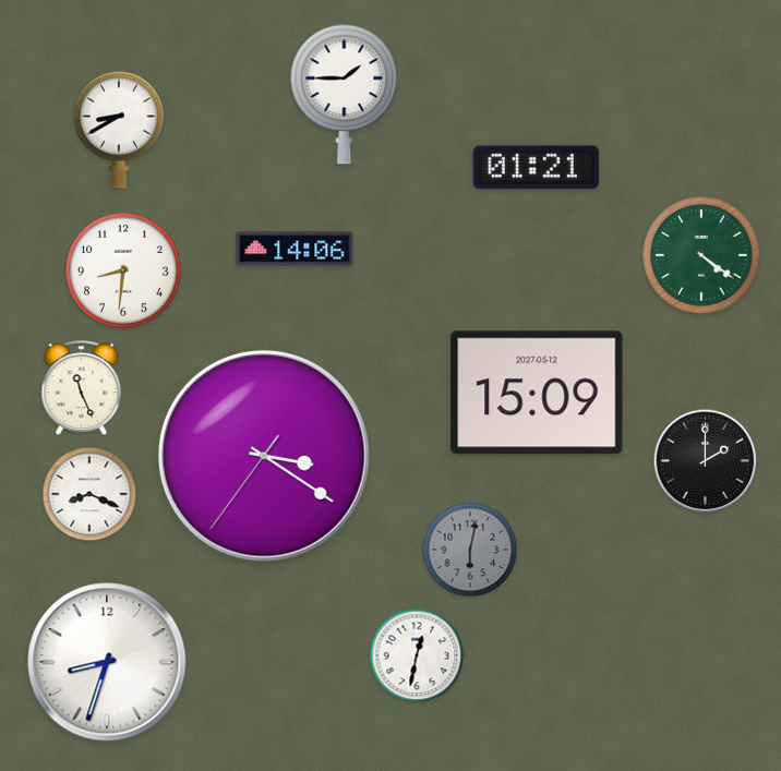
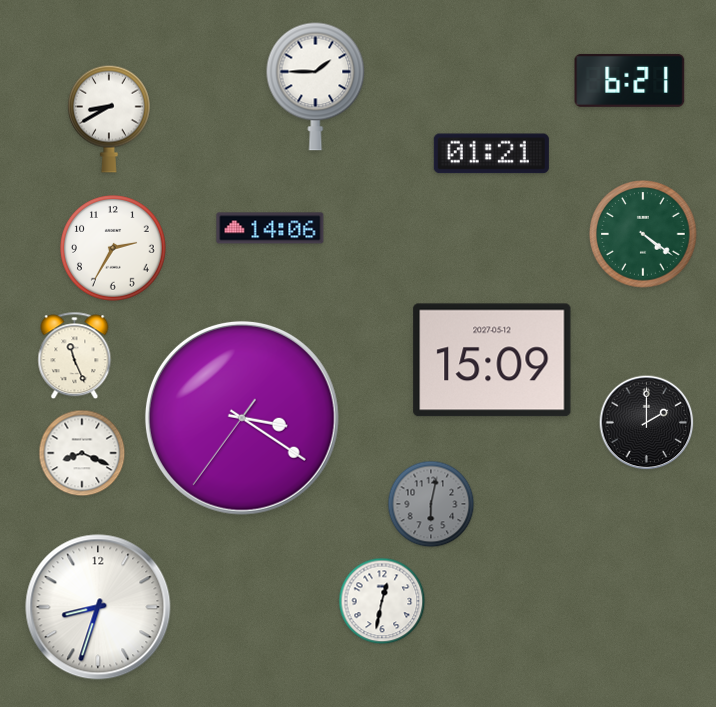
clock at (630, 80): none -> 6:21
clock at (124, 272): 8:31 -> 2:35
